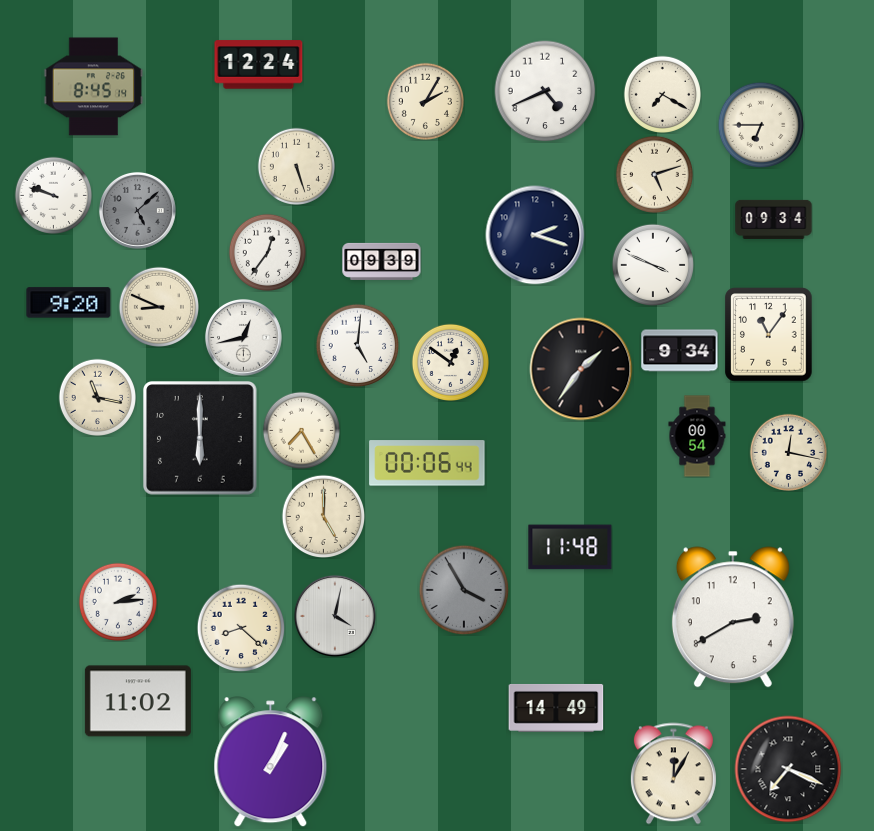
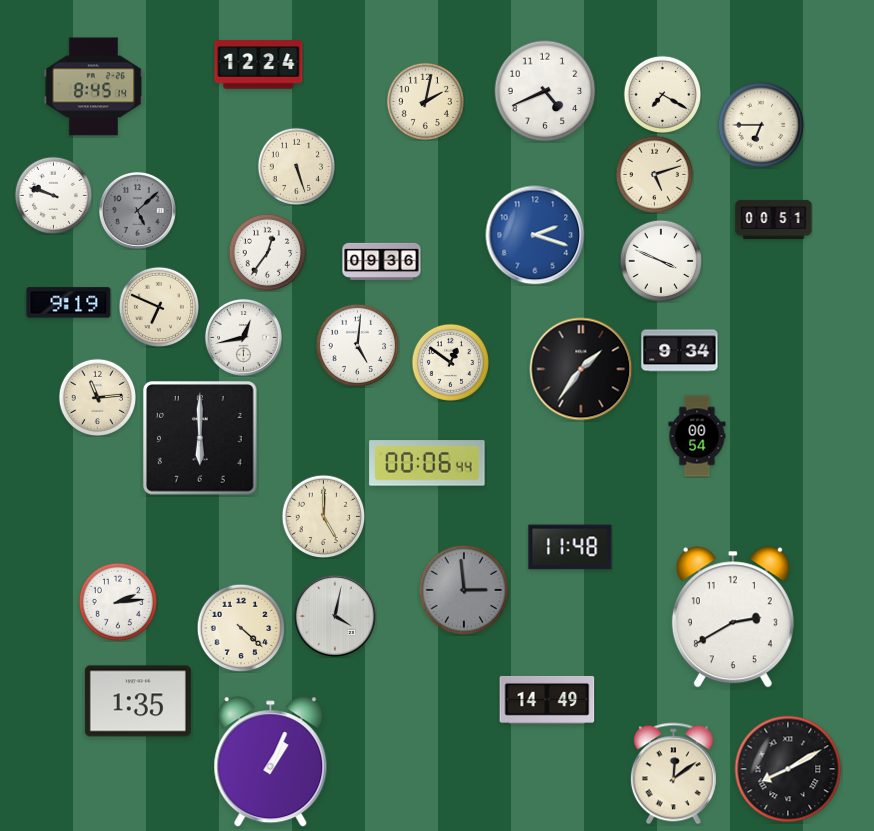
clock at (425, 101): 2:05 -> 2:02
clock at (774, 219): 09:34 -> 00:51
clock at (535, 235) dial: navy -> blue
clock at (382, 261): 09:39 -> 09:36
clock at (653, 265) position: (653, 265) -> (661, 261)
clock at (69, 303): 9:20 -> 9:19
clock at (158, 306): 8:49 -> 6:49
clock at (769, 335): 11:06 -> none
clock at (97, 397): 11:17 -> 11:14
clock at (301, 430): 7:25 -> none
clock at (788, 452): 12:17 -> none
clock at (464, 590): 3:55 -> 2:59
clock at (241, 628): 8:22 -> 4:22
clock at (138, 701): 11:02 -> 1:35
clock at (556, 708) position: (556, 708) -> (547, 700)
clock at (788, 769): 7:19 -> 8:10
clock at (673, 774): 12:05 -> 12:09
